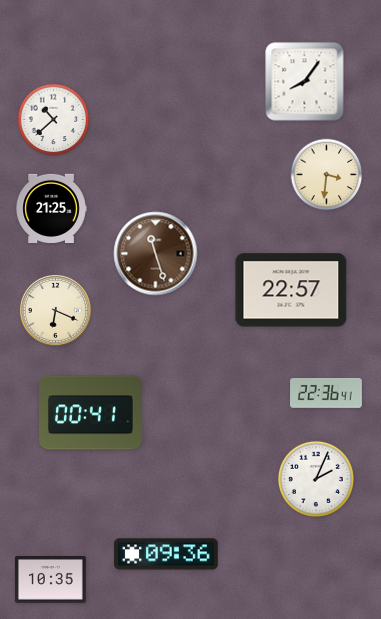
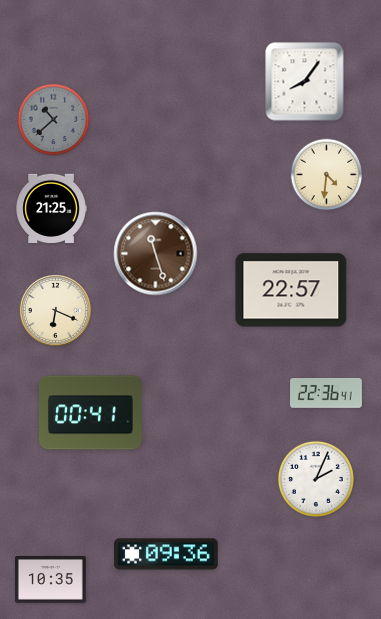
clock at (54, 120) dial: white -> grey
clock at (327, 175): 3:31 -> 4:31
